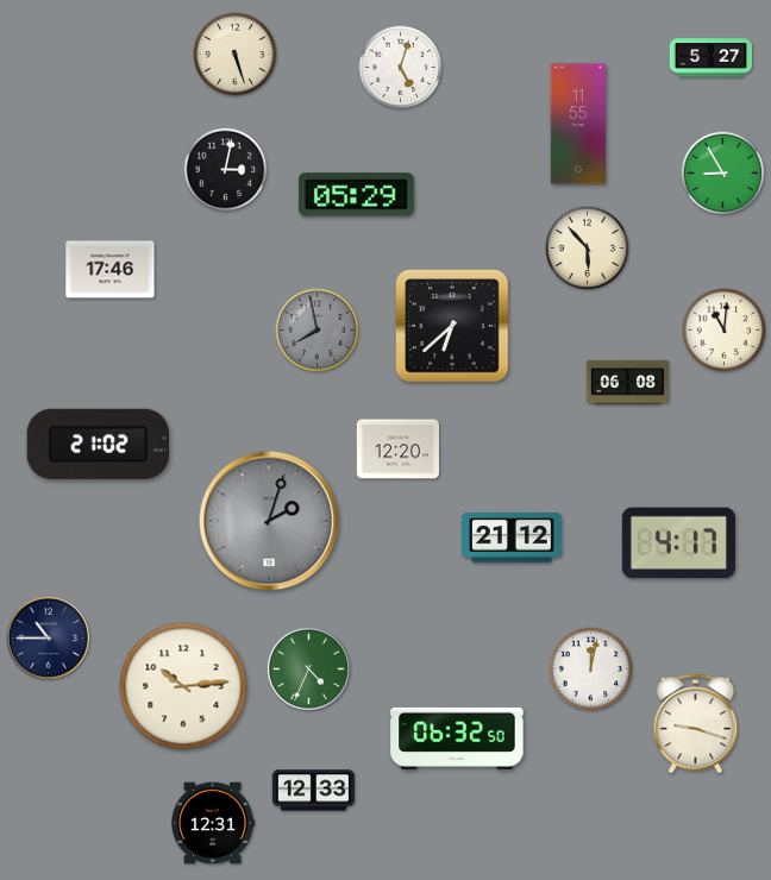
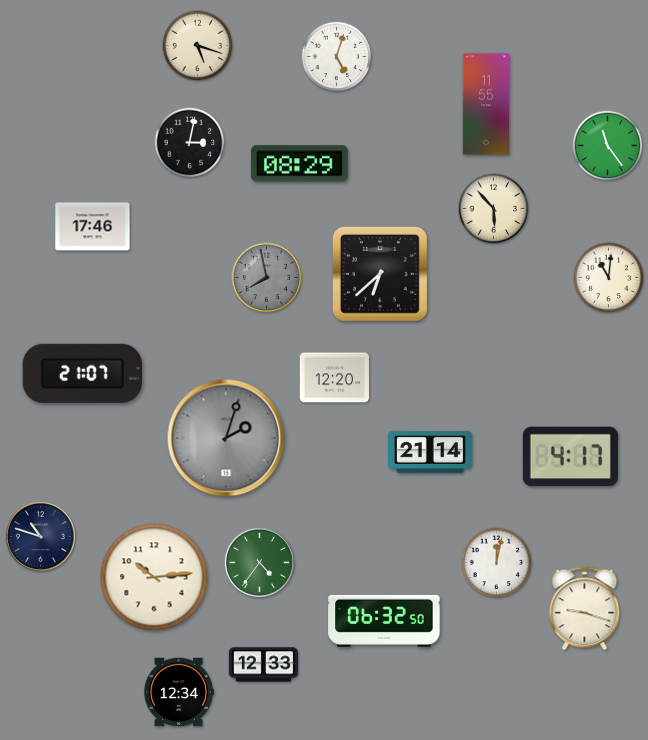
clock at (236, 55): 5:27 -> 5:18
clock at (710, 58): 5:27 -> none
clock at (723, 174): 8:55 -> 11:24
clock at (356, 195): 05:29 -> 08:29
clock at (627, 382): 06:08 -> none
clock at (98, 444): 21:02 -> 21:07
clock at (512, 538): 21:12 -> 21:14
clock at (48, 637): 10:45 -> 10:48
clock at (308, 668): 4:34 -> 4:36
clock at (213, 823): 12:31 -> 12:34
